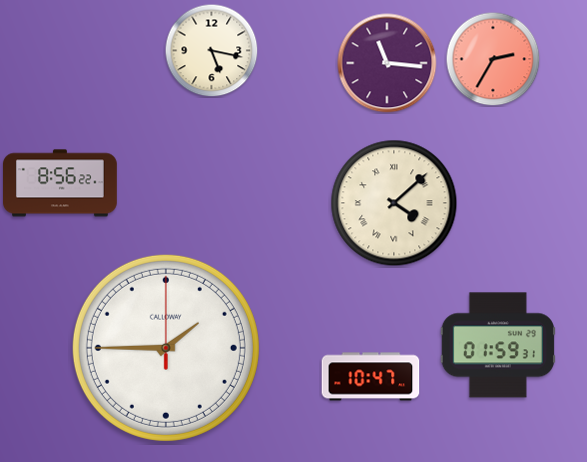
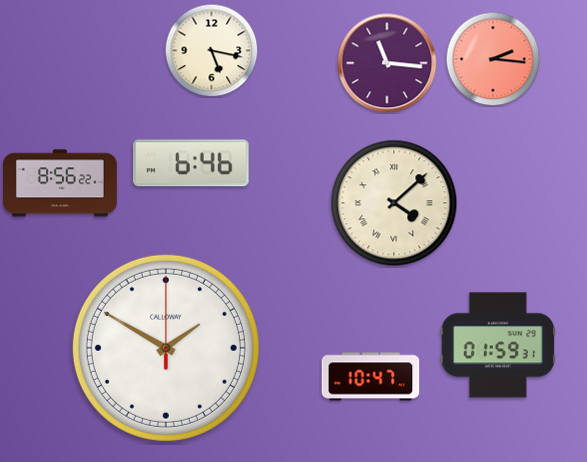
clock at (493, 59): 2:35 -> 2:16
clock at (191, 163): none -> 6:46
clock at (166, 348): 1:45 -> 1:50
